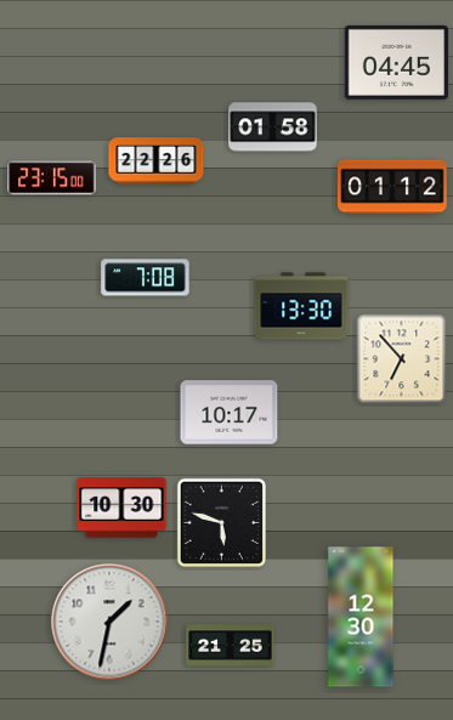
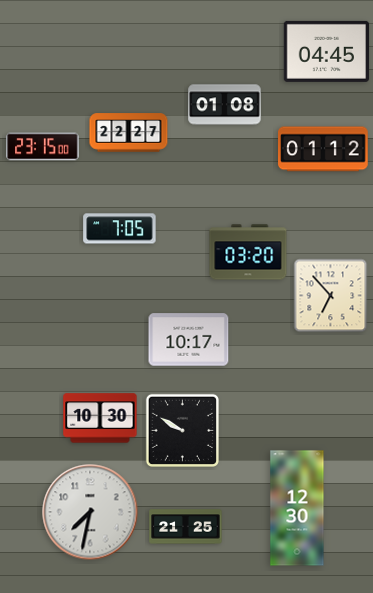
clock at (273, 127): 01:58 -> 01:08
clock at (157, 161): 22:26 -> 22:27
clock at (393, 187) position: (393, 187) -> (324, 149)
clock at (146, 278): 7:08 -> 7:05
clock at (301, 306): 13:30 -> 03:20
clock at (221, 522): 5:48 -> 9:50
clock at (109, 622): 1:32 -> 7:32
clock at (231, 646) position: (231, 646) -> (186, 527)
